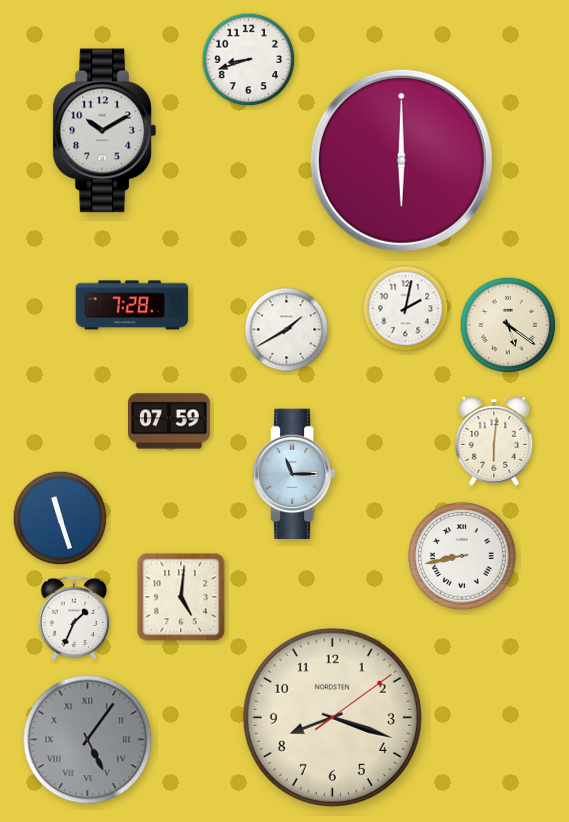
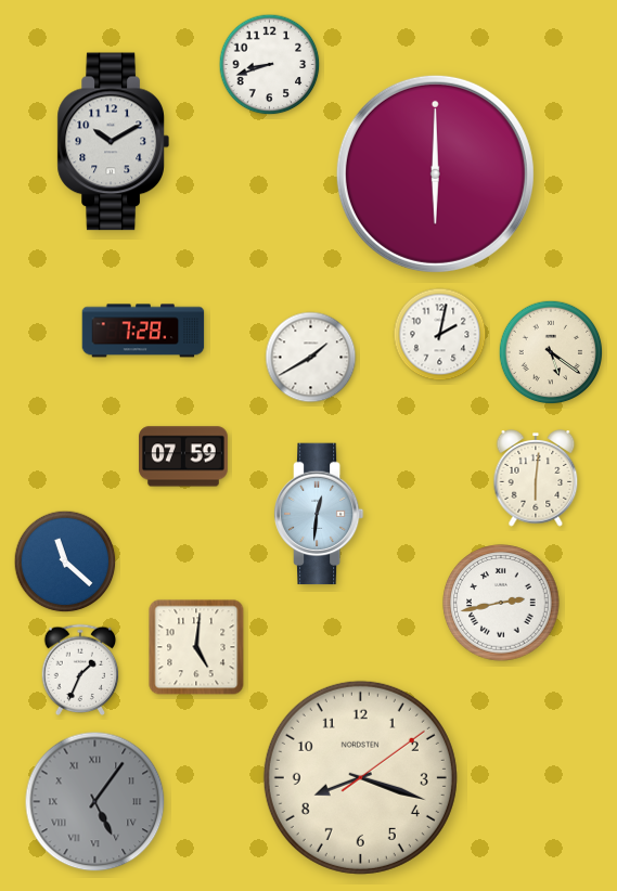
clock at (294, 474): 11:15 -> 12:31
clock at (60, 518): 11:27 -> 11:22
clock at (462, 556): 8:43 -> 2:43
